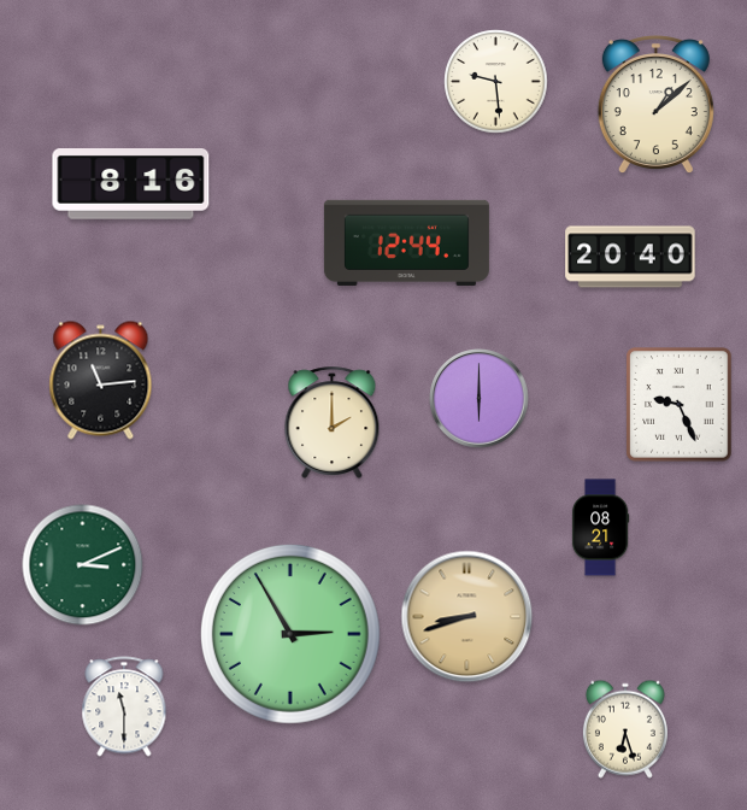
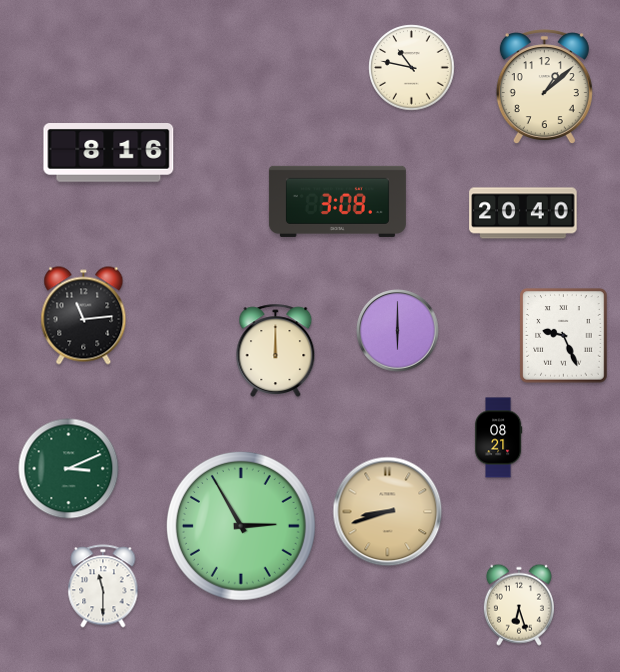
clock at (496, 82): 9:29 -> 10:47
clock at (406, 242): 12:44 -> 3:08
clock at (333, 422): 2:00 -> 12:00
